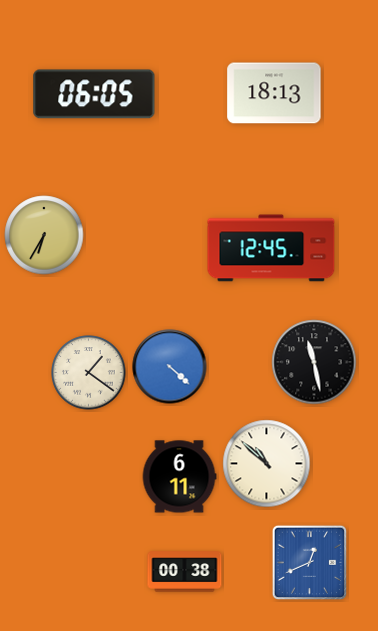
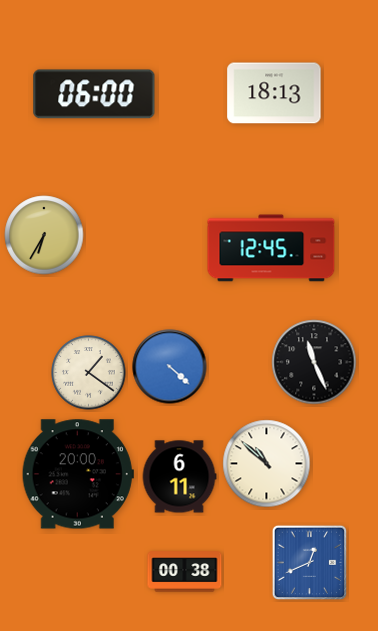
clock at (94, 94): 06:05 -> 06:00
clock at (314, 362): 11:28 -> 11:26
clock at (78, 474): none -> 20:00
